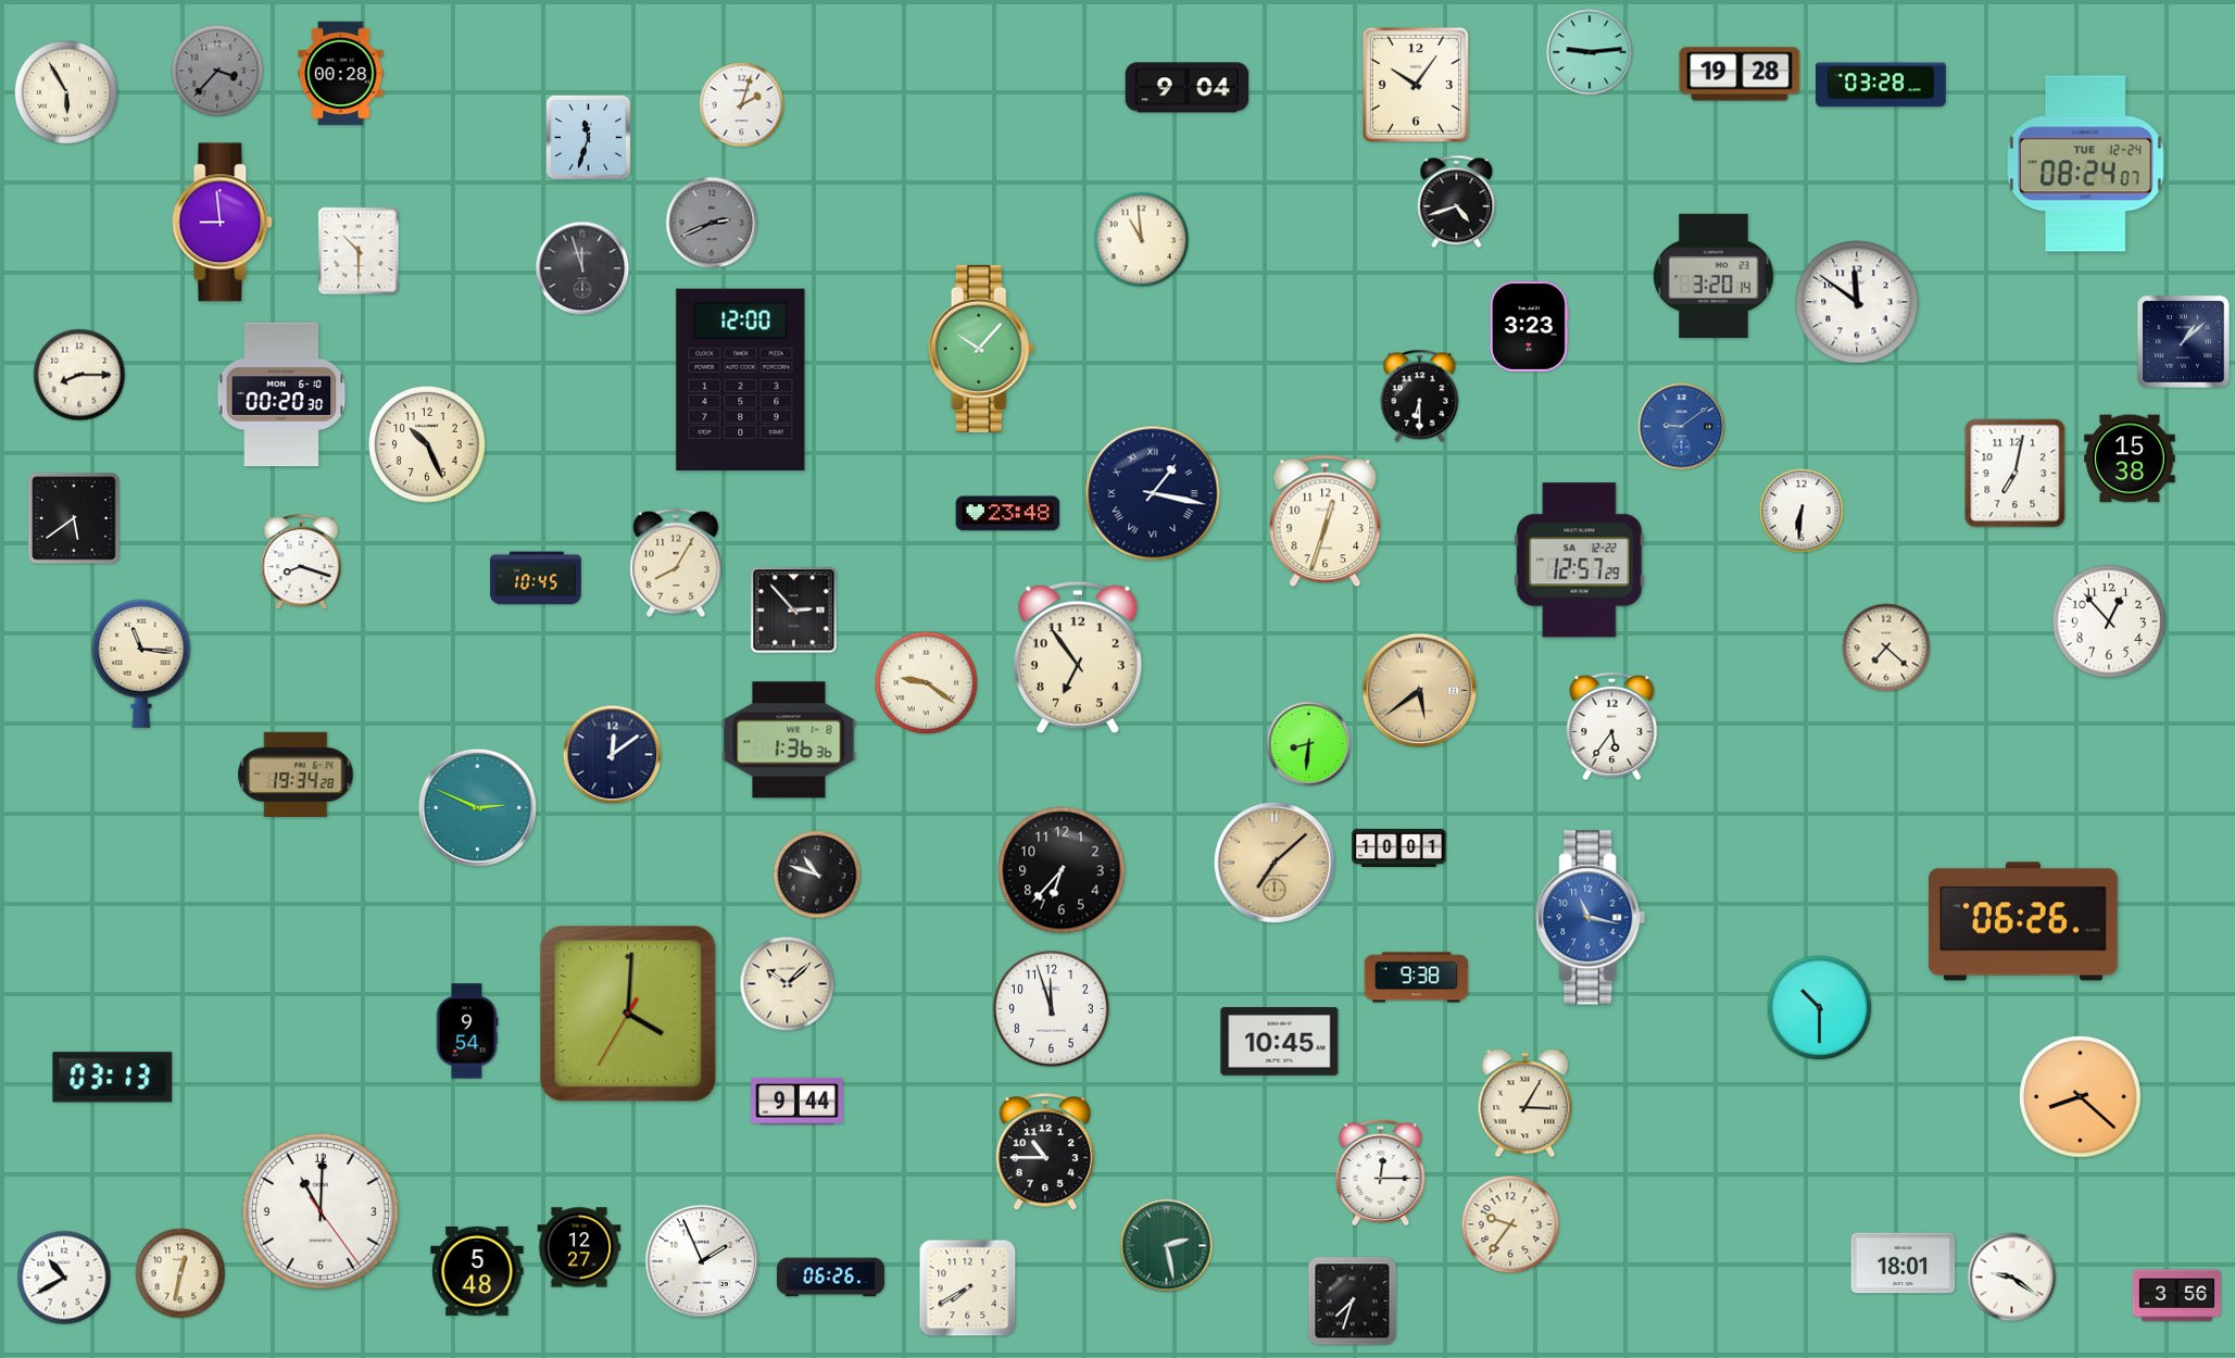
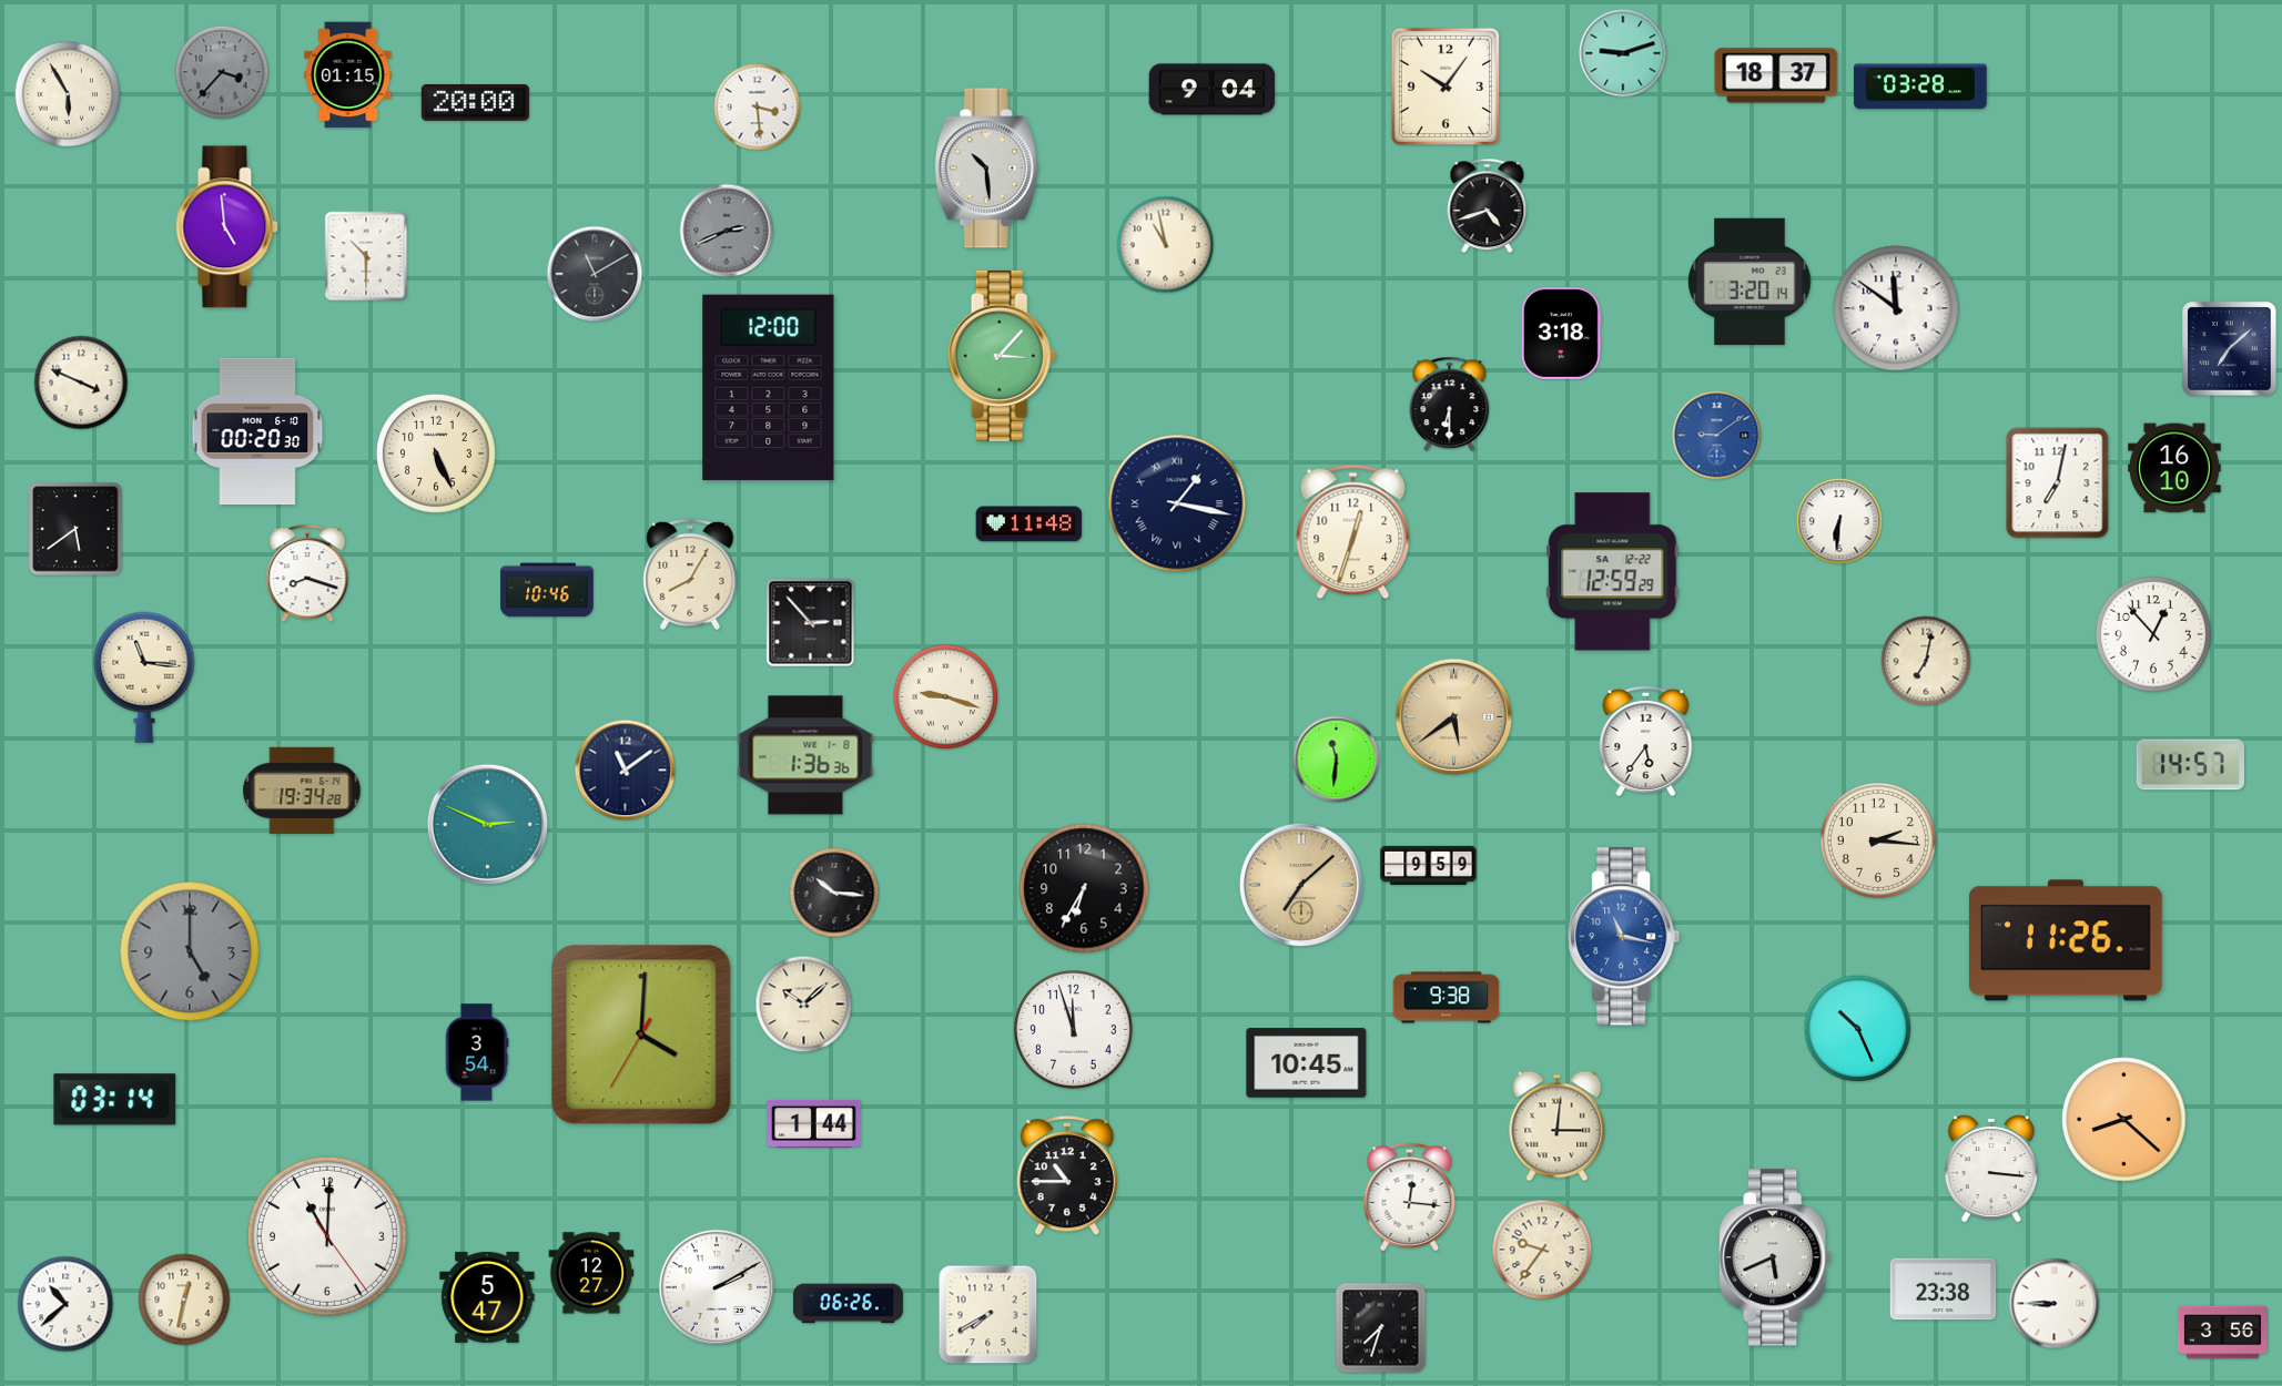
clock at (1590, 52): 9:14 -> 9:12
clock at (341, 74): 00:28 -> 01:15
clock at (1740, 74): 19:28 -> 18:37
clock at (475, 102): none -> 20:00
clock at (742, 105): 2:03 -> 3:29
clock at (588, 137): 11:33 -> none
clock at (2086, 164): 08:24 -> none
clock at (986, 169): none -> 10:29
clock at (223, 223): 8:59 -> 4:59
clock at (712, 223) position: (712, 223) -> (727, 231)
clock at (1142, 240): 10:59 -> 10:58
clock at (582, 268): 11:57 -> 11:10
clock at (1529, 327): 3:23 -> 3:18
clock at (2184, 342): 1:08 -> 7:08
clock at (981, 349): 10:07 -> 3:07
clock at (79, 375): 8:15 -> 3:49
clock at (741, 380) position: (741, 380) -> (769, 388)
clock at (281, 394) position: (281, 394) -> (257, 431)
clock at (428, 445): 10:26 -> 5:26
clock at (2130, 458): 15:38 -> 16:10
clock at (1008, 514): 23:48 -> 11:48
clock at (1580, 561): 12:57 -> 12:59
clock at (536, 578): 10:45 -> 10:46
clock at (1886, 647): 7:22 -> 7:02
clock at (1078, 657): 6:54 -> none
clock at (927, 683): 9:21 -> 9:18
clock at (1419, 690) position: (1419, 690) -> (1453, 716)
clock at (1309, 744): 8:31 -> 11:31
clock at (2190, 765): none -> 14:57
clock at (613, 755): 12:09 -> 11:09
clock at (1878, 840): none -> 2:16
clock at (1399, 847): 10:01 -> 9:59
clock at (1275, 863) position: (1275, 863) -> (1301, 885)
clock at (1062, 870): 6:37 -> 6:35
clock at (817, 875): 10:48 -> 10:16
clock at (2023, 921): 06:26 -> 11:26
clock at (190, 951): none -> 5:00
clock at (1820, 1008): 10:30 -> 10:26
clock at (467, 1031): 9:54 -> 3:54
clock at (113, 1078): 03:13 -> 03:14
clock at (798, 1102): 9:44 -> 1:44
clock at (1525, 1104): 3:05 -> 3:01
clock at (1991, 1169): none -> 3:16
clock at (1381, 1173): 12:15 -> 12:16
clock at (1775, 1257): none -> 5:41
clock at (1167, 1246): 2:28 -> none
clock at (702, 1261): 1:56 -> 2:10
clock at (1904, 1263): 18:01 -> 23:38
clock at (477, 1271): 5:48 -> 5:47
clock at (64, 1278): 10:40 -> 10:38
clock at (2012, 1278): 9:21 -> 8:45
clock at (2176, 1296) position: (2176, 1296) -> (2222, 1333)
